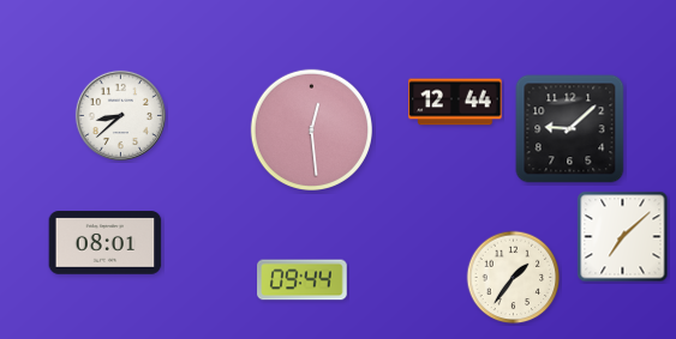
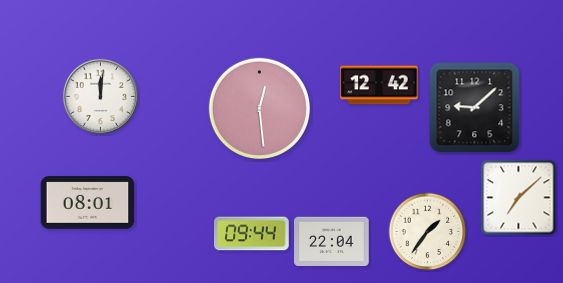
clock at (455, 102): 12:44 -> 12:42
clock at (120, 115): 8:38 -> 12:01
clock at (332, 242): none -> 22:04
